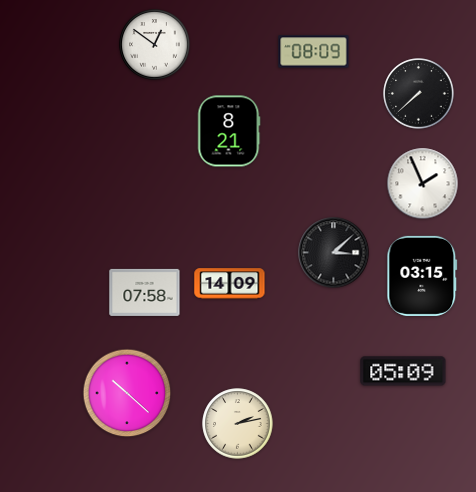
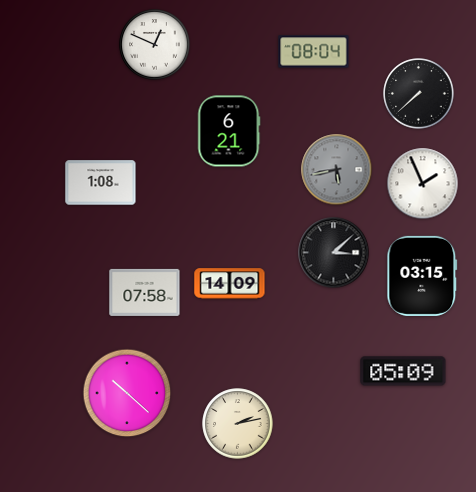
clock at (155, 45): 12:51 -> 12:49
clock at (314, 52): 08:09 -> 08:04
clock at (229, 131): 8:21 -> 6:21
clock at (337, 170): none -> 5:43
clock at (101, 183): none -> 1:08
